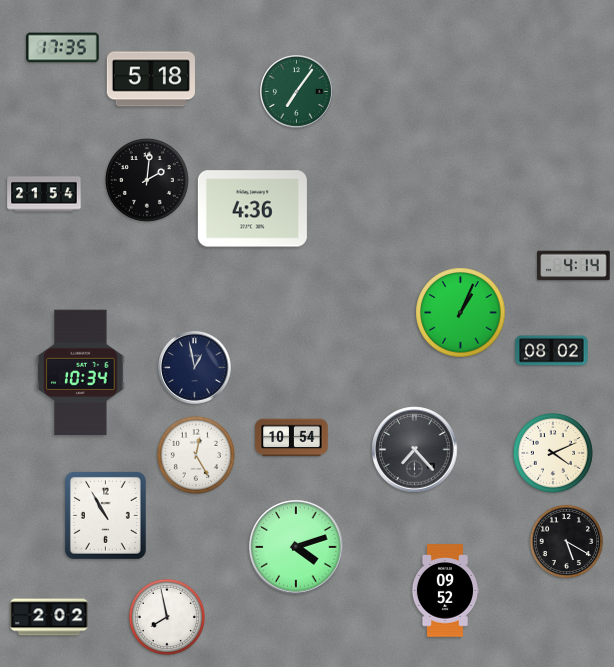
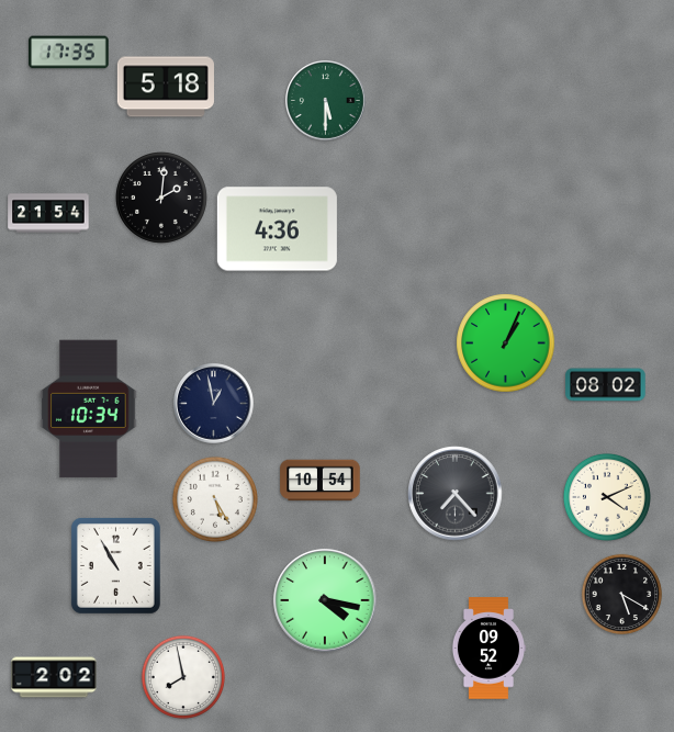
clock at (297, 92): 7:06 -> 5:30
clock at (574, 266): 4:14 -> none
clock at (196, 455): 12:25 -> 5:25
clock at (296, 547): 4:12 -> 4:17
